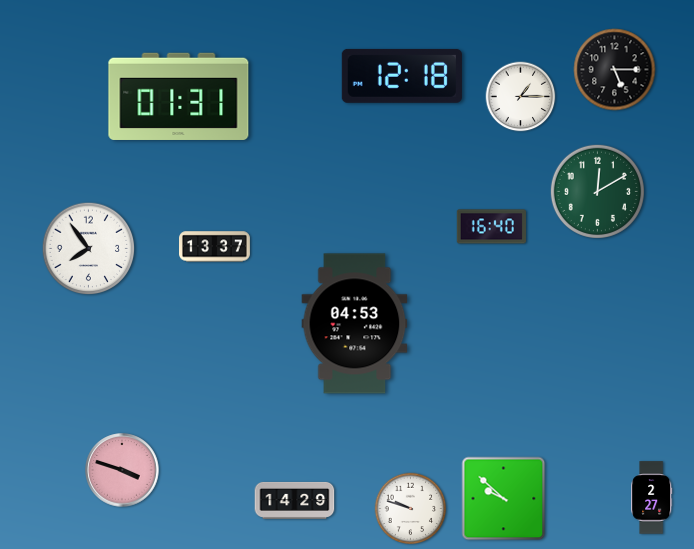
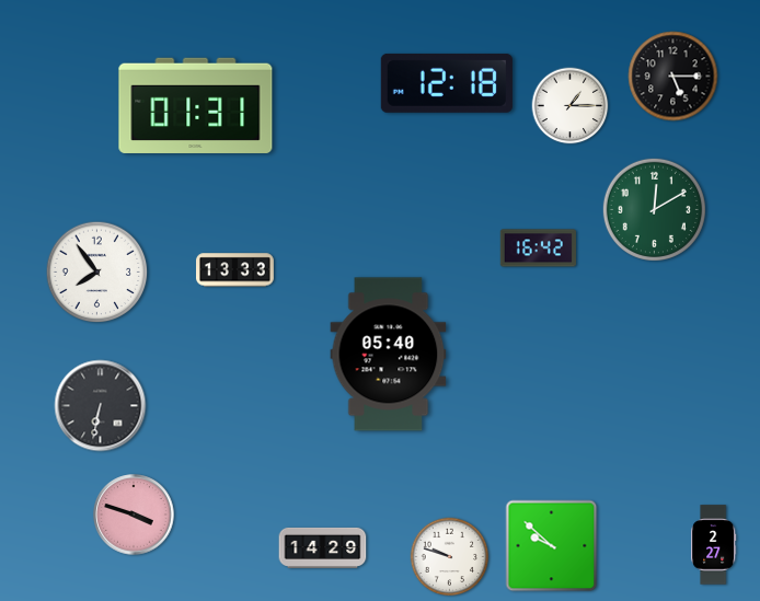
clock at (402, 76) position: (402, 76) -> (447, 83)
clock at (491, 227): 16:40 -> 16:42
clock at (215, 247): 13:37 -> 13:33
clock at (355, 324): 04:53 -> 05:40
clock at (101, 406): none -> 6:32
